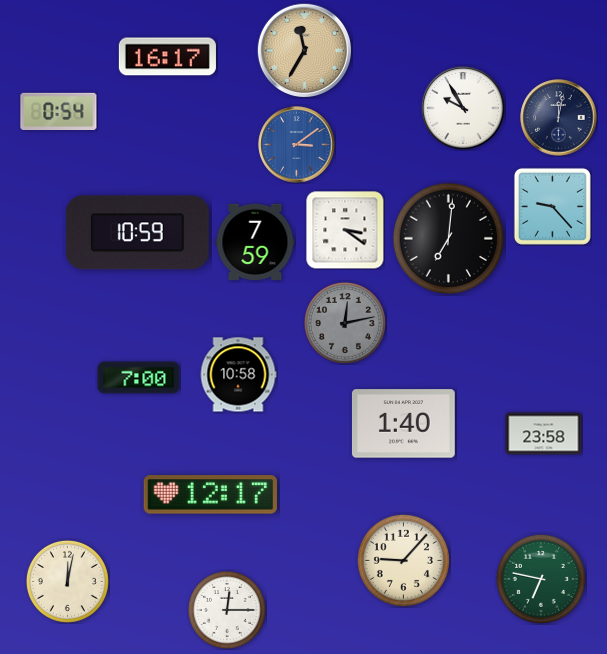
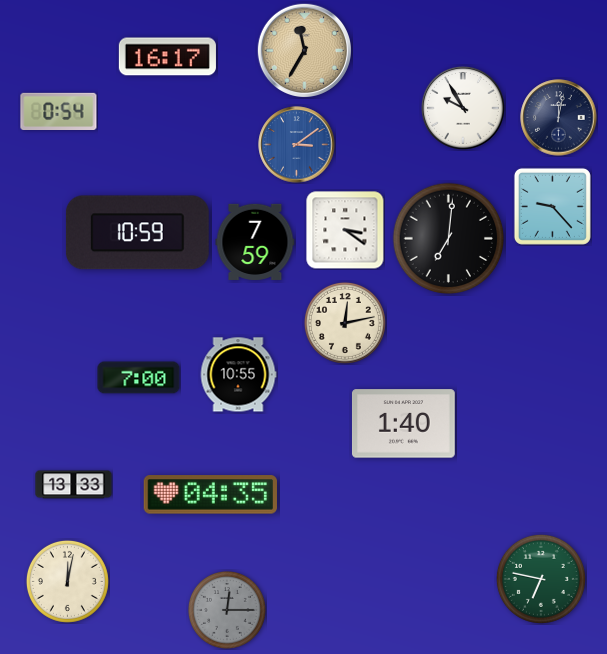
clock at (345, 323) dial: grey -> cream
clock at (238, 375): 10:58 -> 10:55
clock at (544, 434): 23:58 -> none
clock at (74, 485): none -> 13:33
clock at (210, 495): 12:17 -> 04:35
clock at (403, 560): 9:07 -> none
clock at (227, 610) dial: white -> grey
